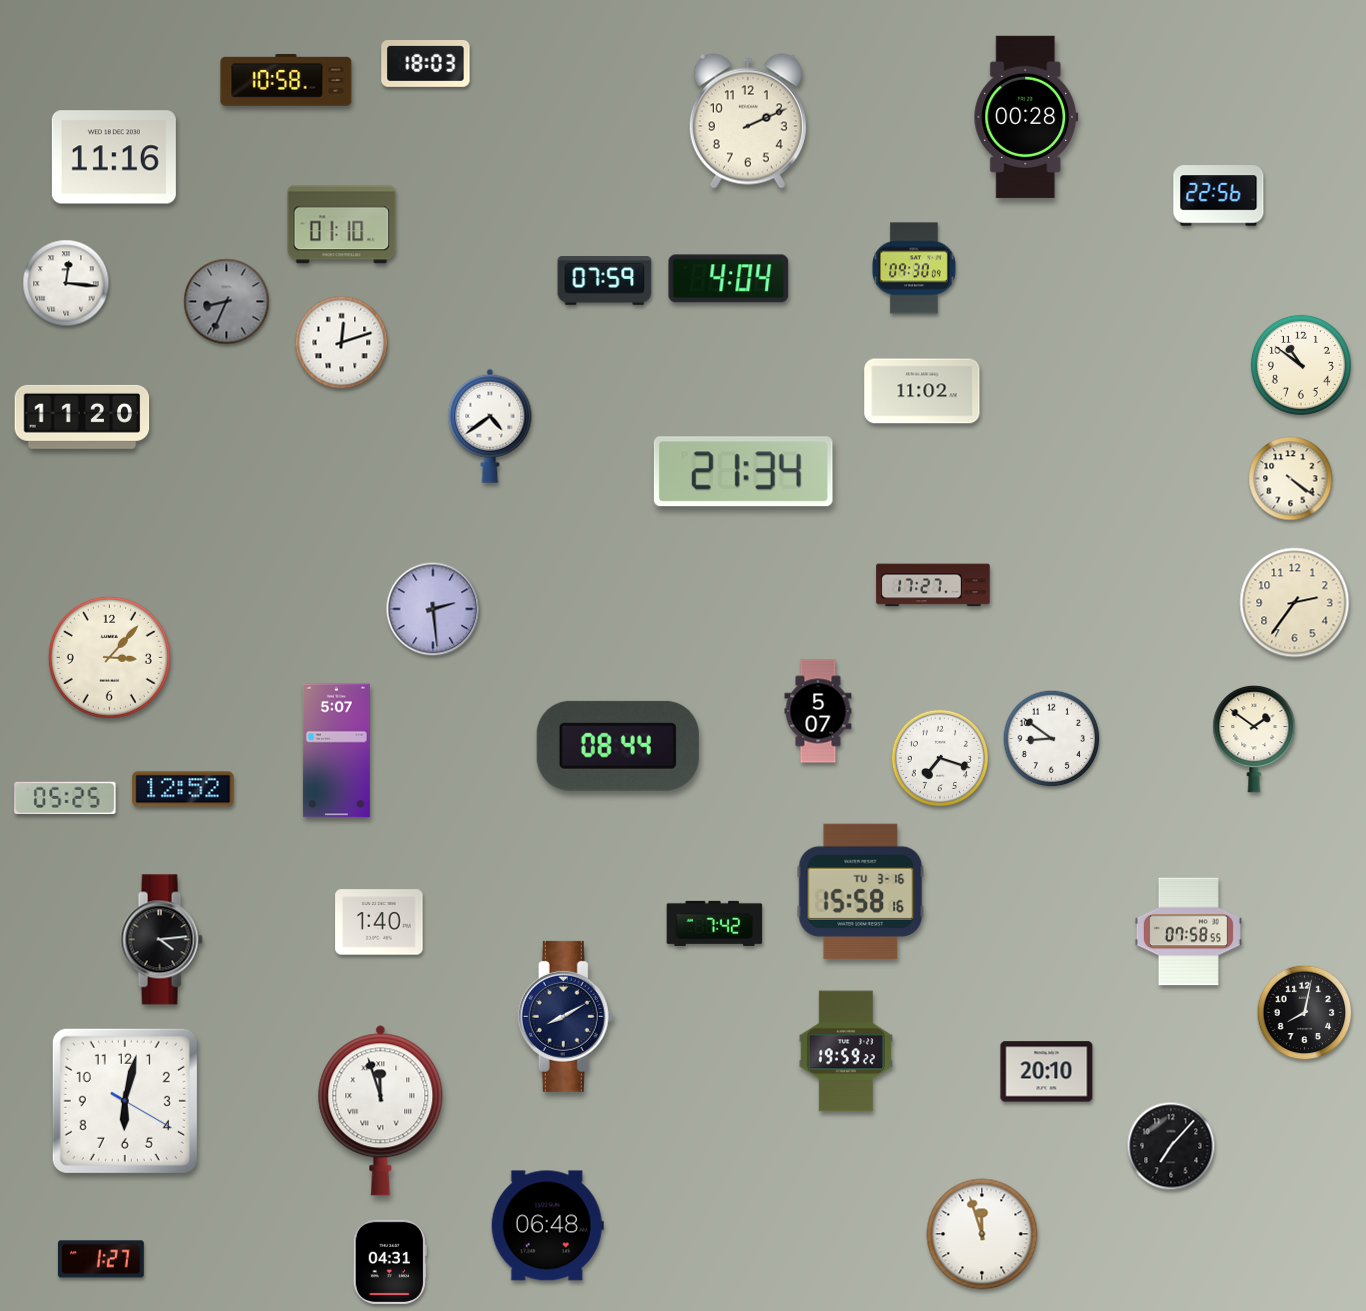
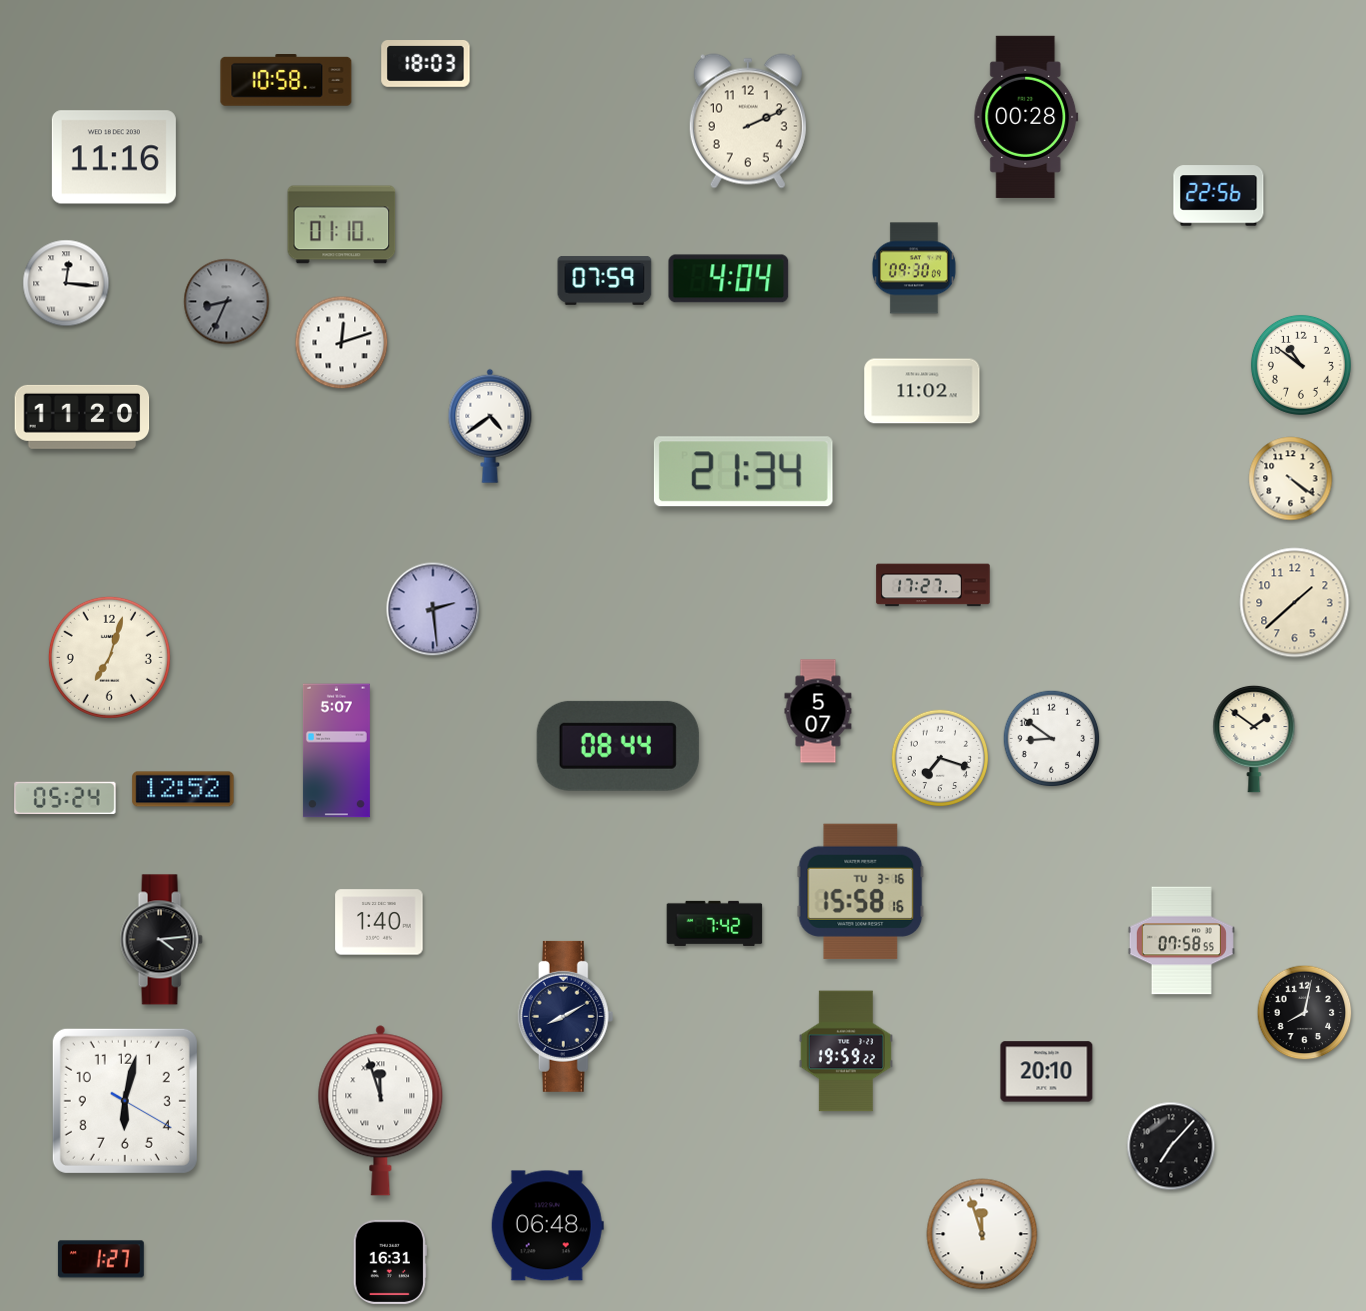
clock at (1295, 603): 2:36 -> 1:38
clock at (109, 657): 3:07 -> 7:03
clock at (65, 797): 05:25 -> 05:24
clock at (1188, 932) position: (1188, 932) -> (1181, 941)
clock at (390, 1262): 04:31 -> 16:31
